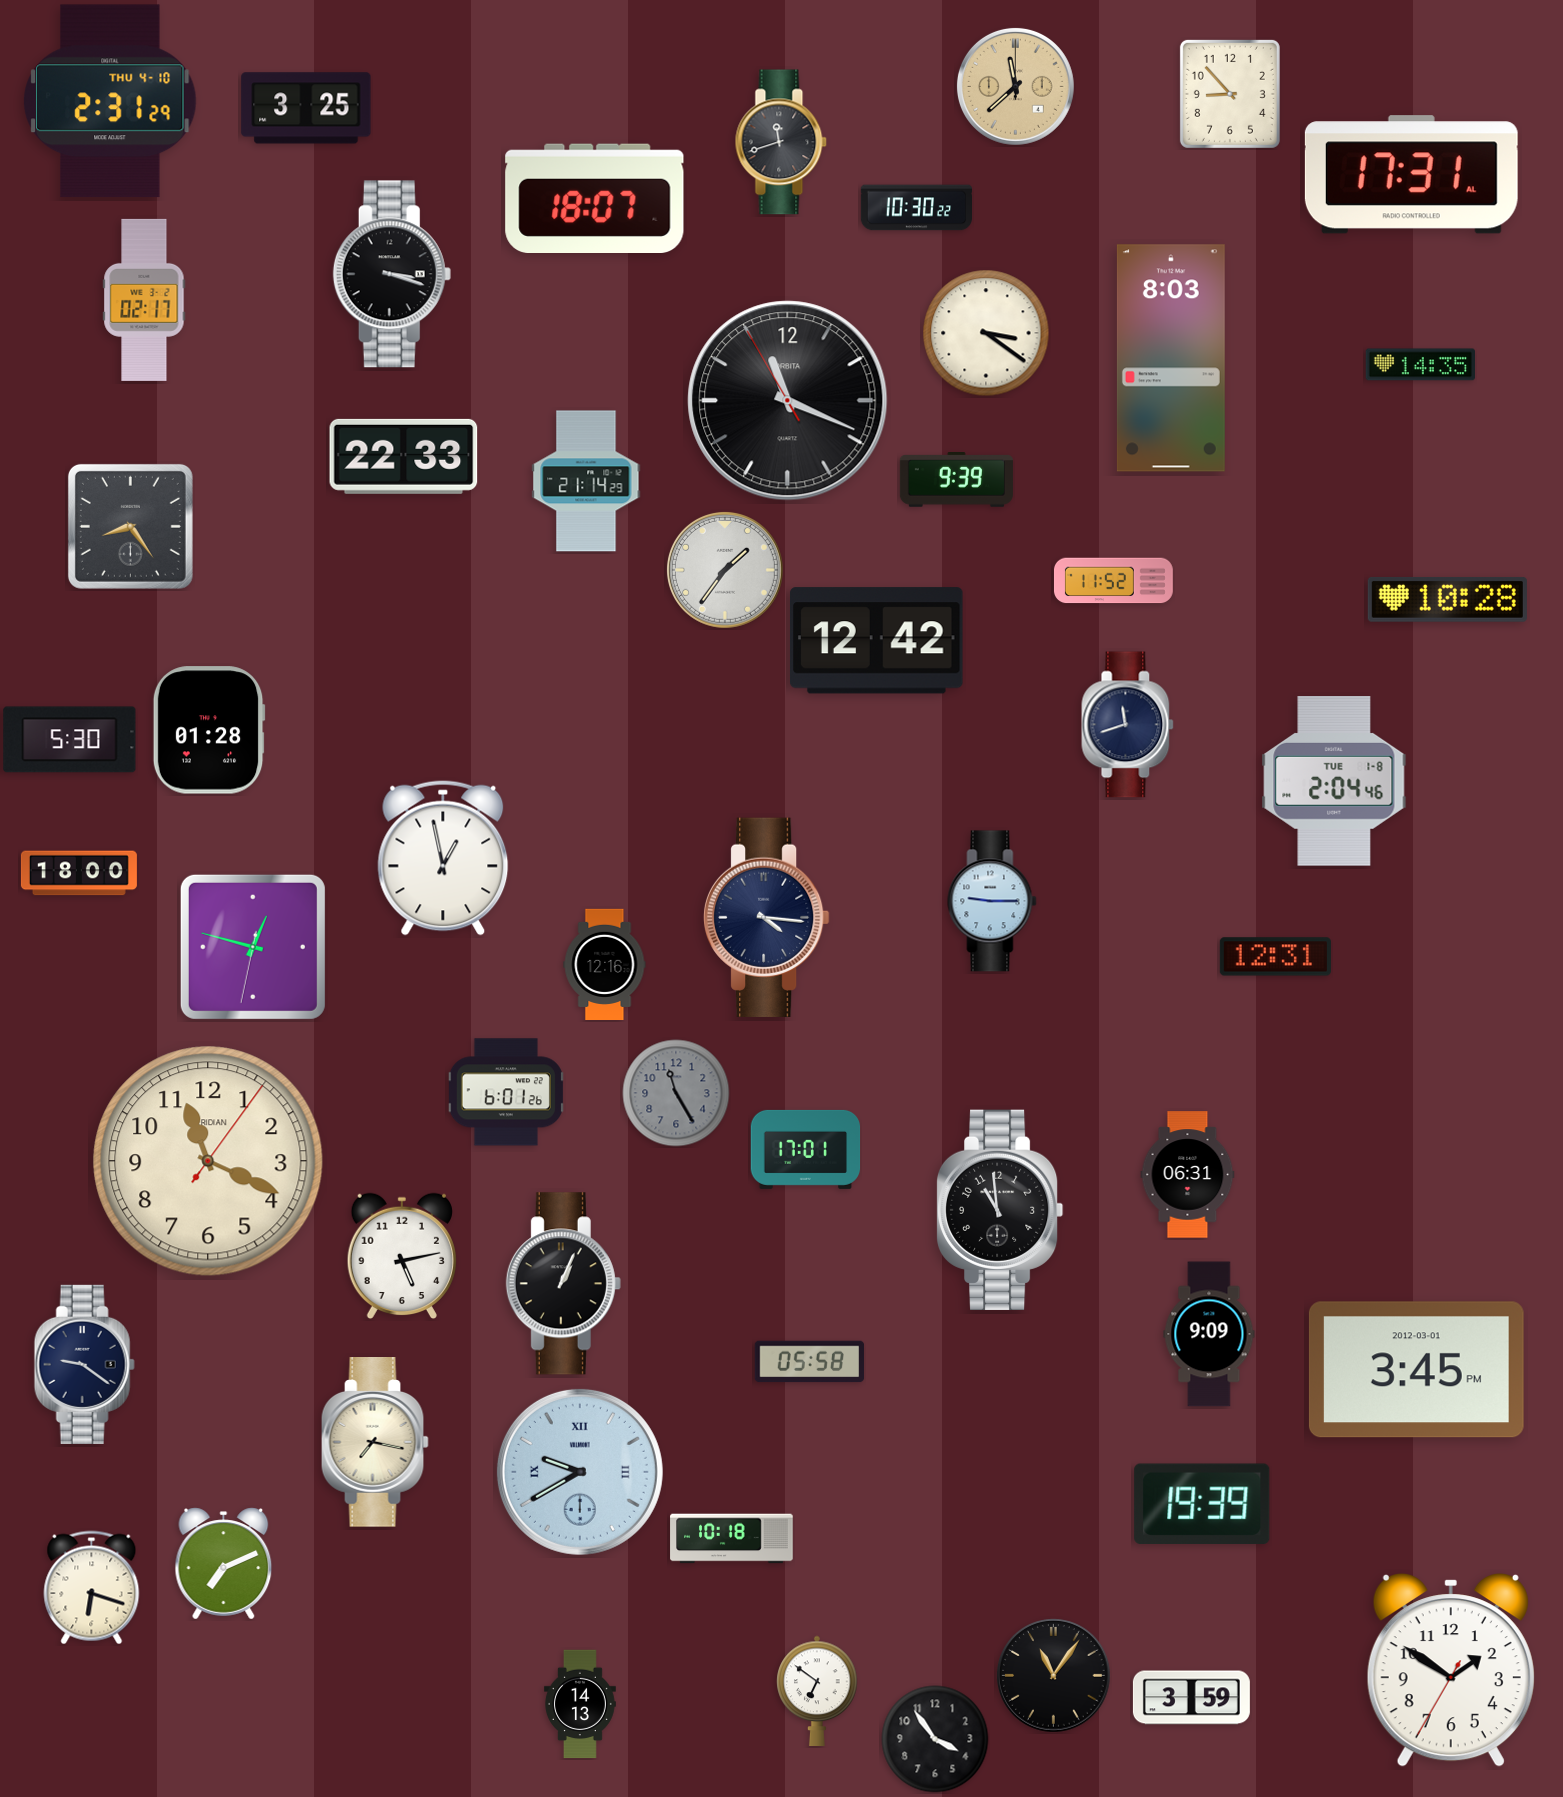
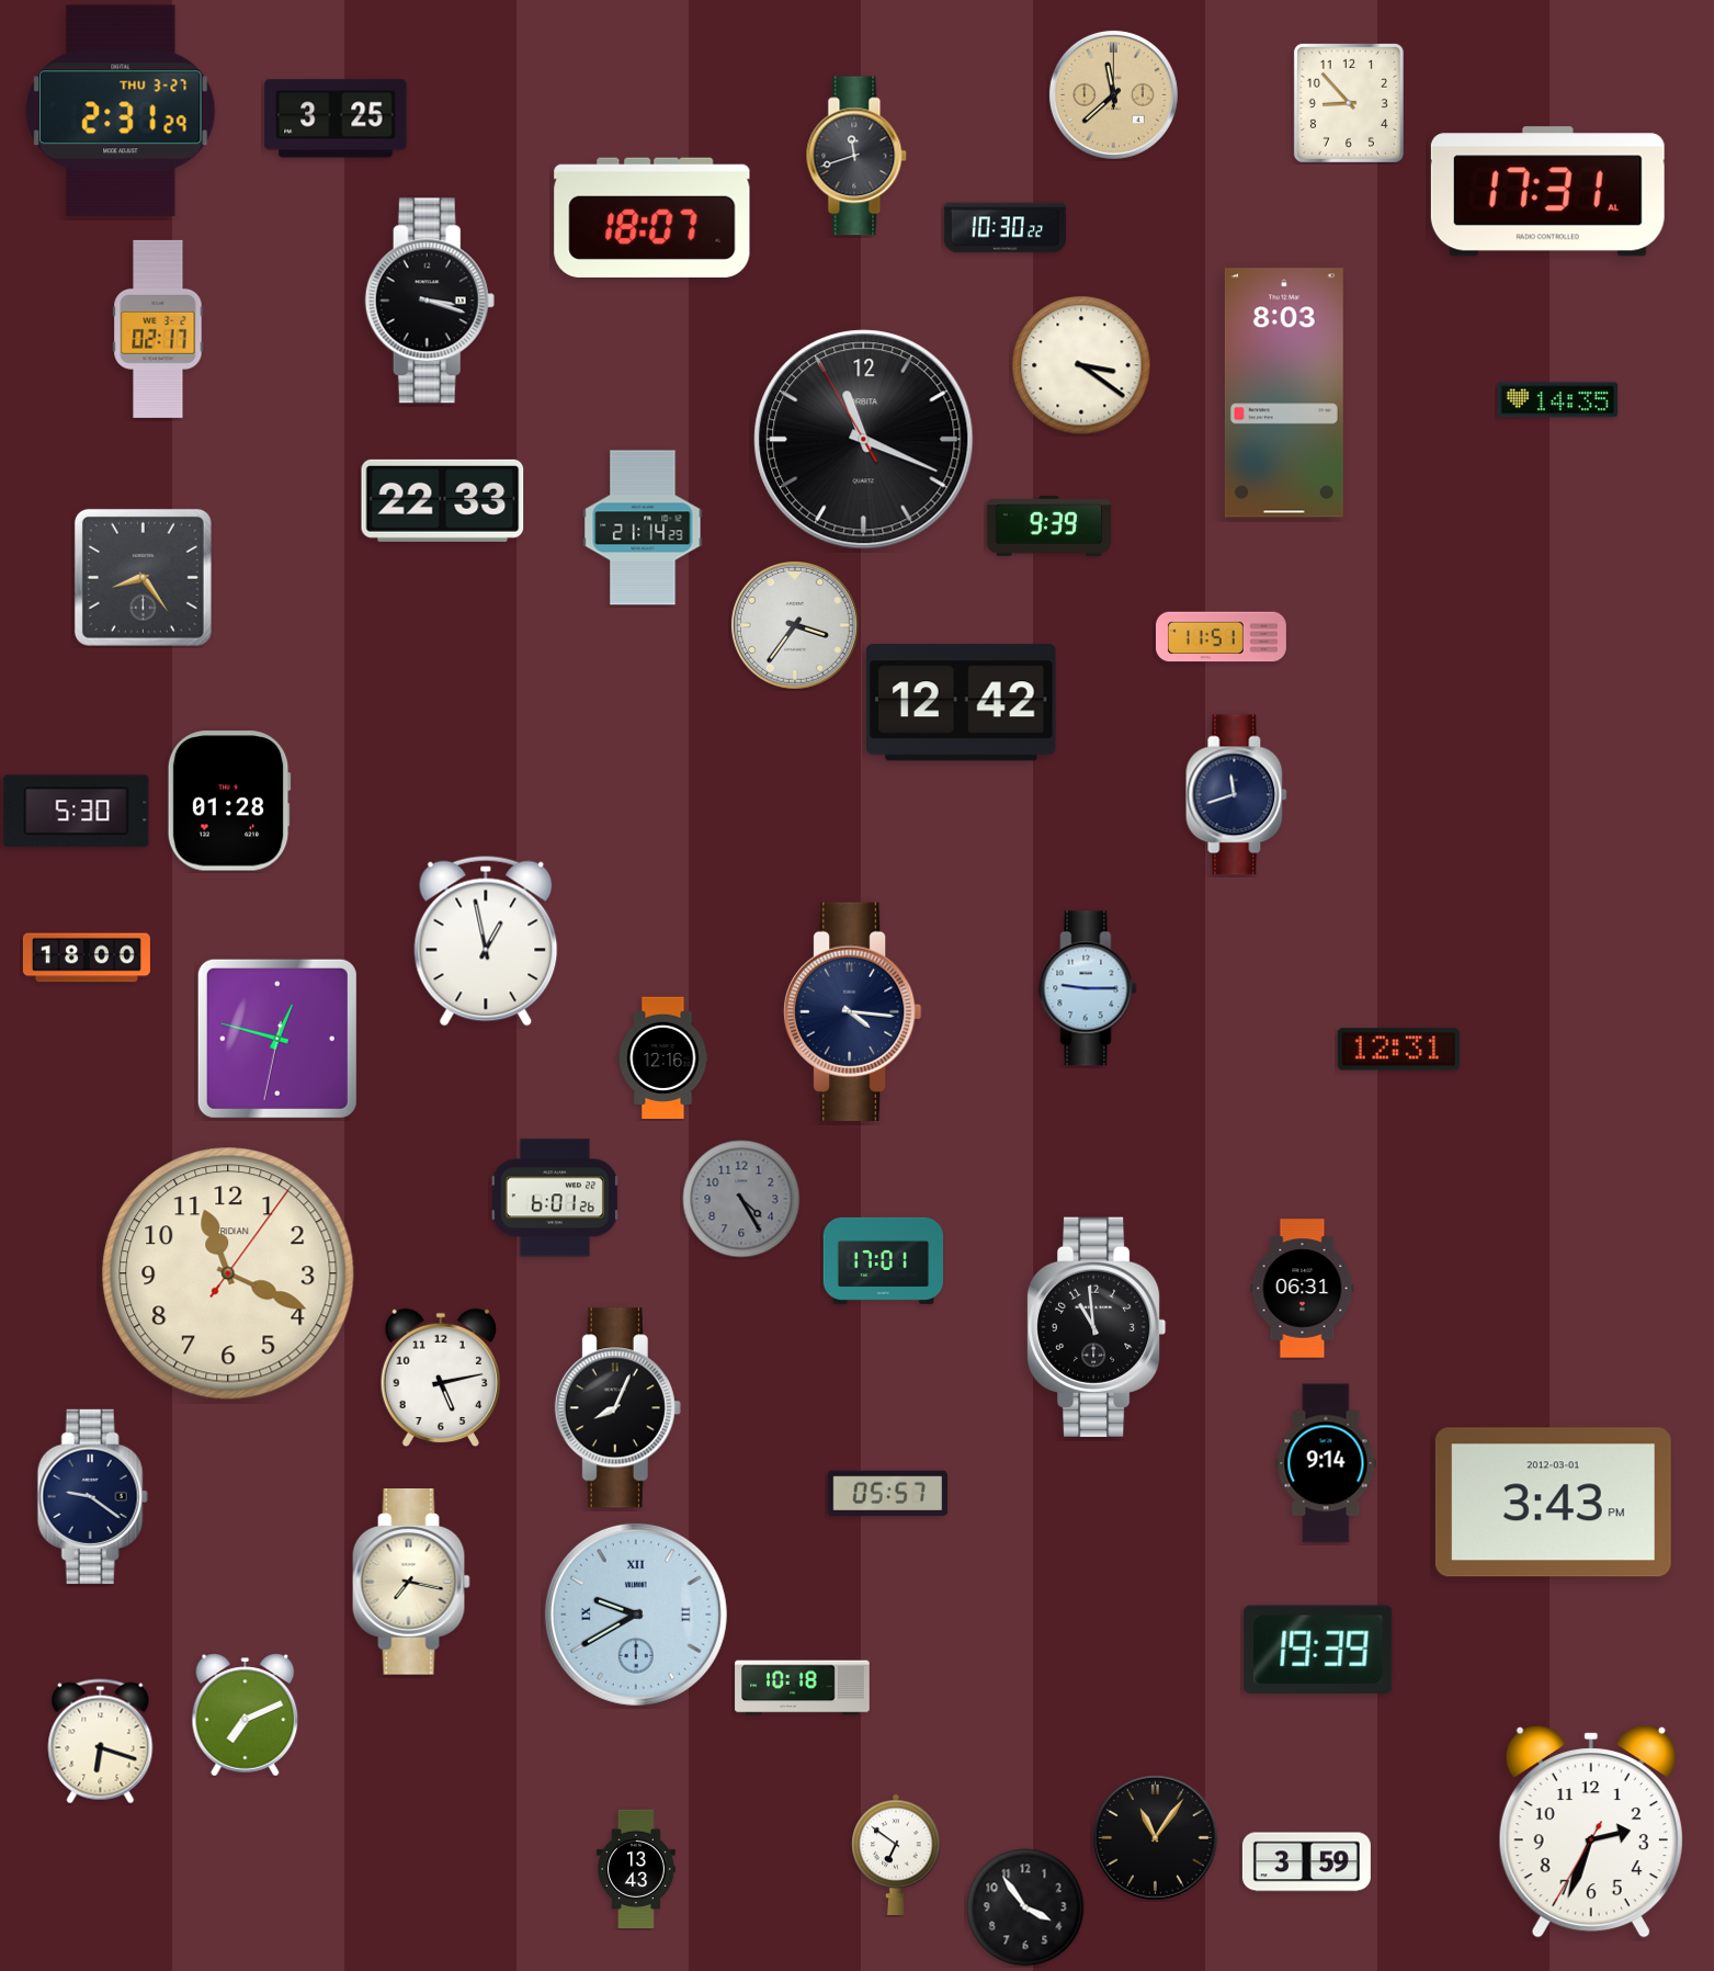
clock at (111, 101) date: THU 4-10 -> THU 3-27
clock at (725, 570): 1:36 -> 3:36
clock at (1113, 581): 11:52 -> 11:51
clock at (1447, 600): 10:28 -> none
clock at (1334, 782): 2:04 -> none
clock at (766, 917) position: (766, 917) -> (852, 1011)
clock at (676, 1093): 11:25 -> 4:25
clock at (563, 1284): 1:04 -> 8:04
clock at (1209, 1334): 9:09 -> 9:14
clock at (810, 1362): 05:58 -> 05:57
clock at (1416, 1370): 3:45 -> 3:43
clock at (1451, 1671): 1:50 -> 2:33
clock at (580, 1704): 14:13 -> 13:43
